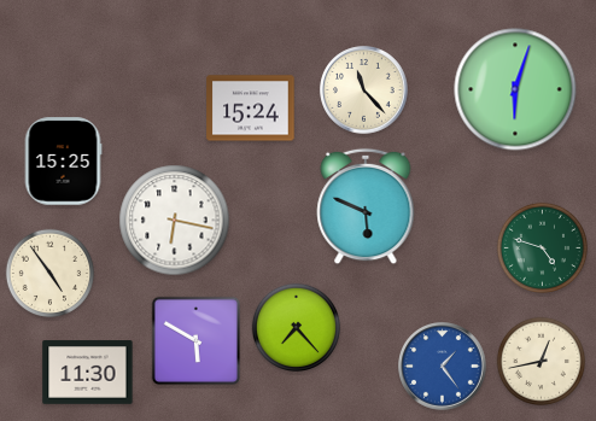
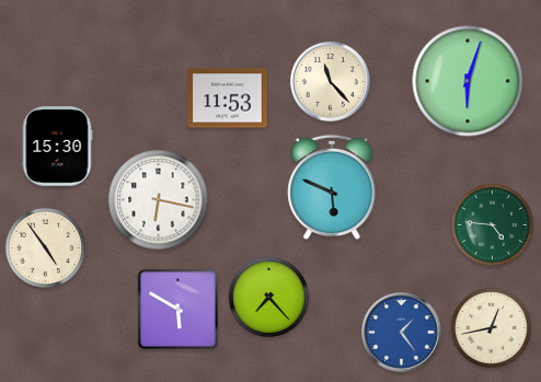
clock at (251, 109): 15:24 -> 11:53
clock at (63, 162): 15:25 -> 15:30
clock at (542, 247): 4:48 -> 4:46
clock at (88, 373): 11:30 -> none
